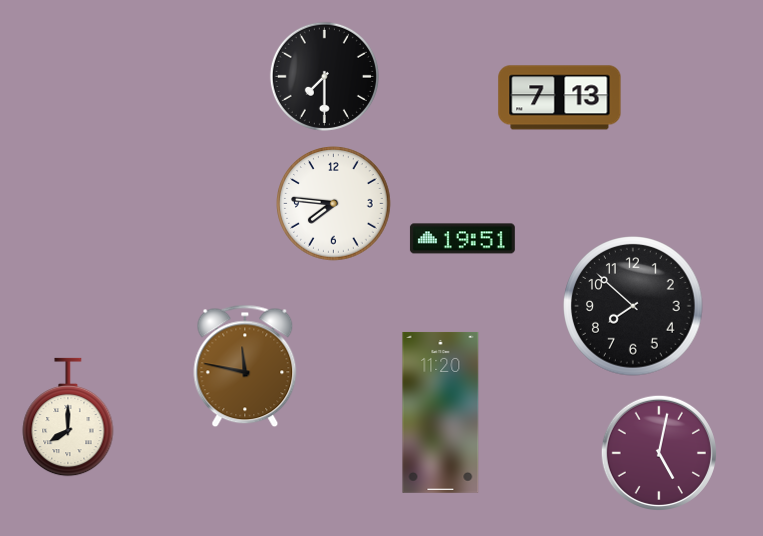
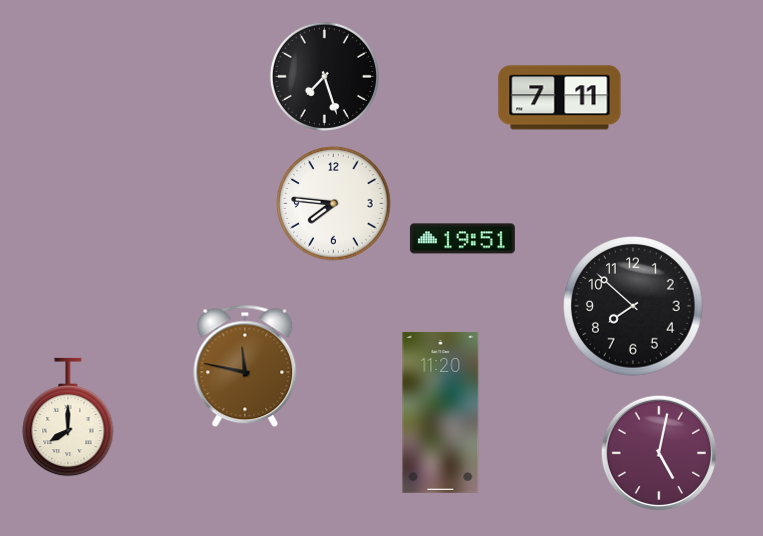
clock at (324, 76): 7:30 -> 7:27
clock at (560, 98): 7:13 -> 7:11
